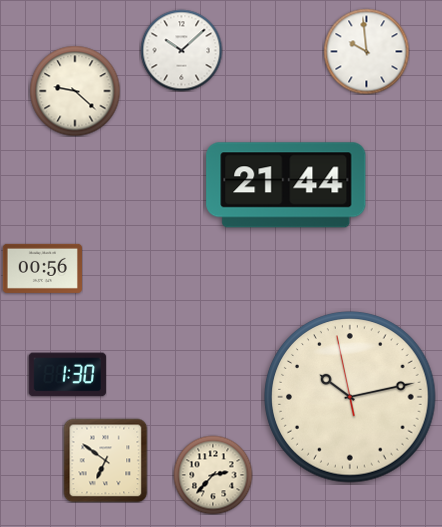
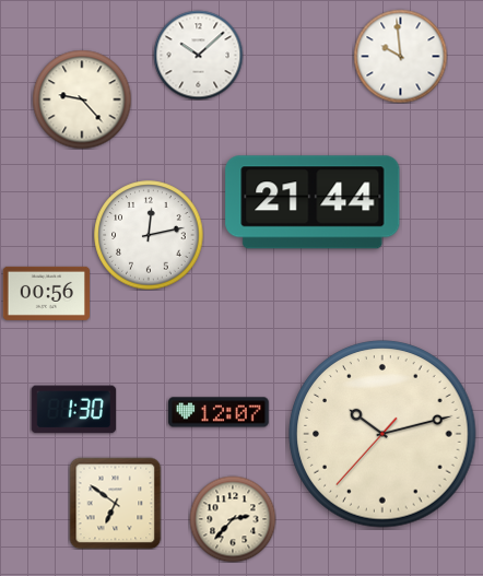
clock at (75, 91): 9:22 -> 9:23
clock at (149, 235): none -> 12:13
clock at (219, 412): none -> 12:07
clock at (350, 397): 10:12:58 -> 10:12:37
